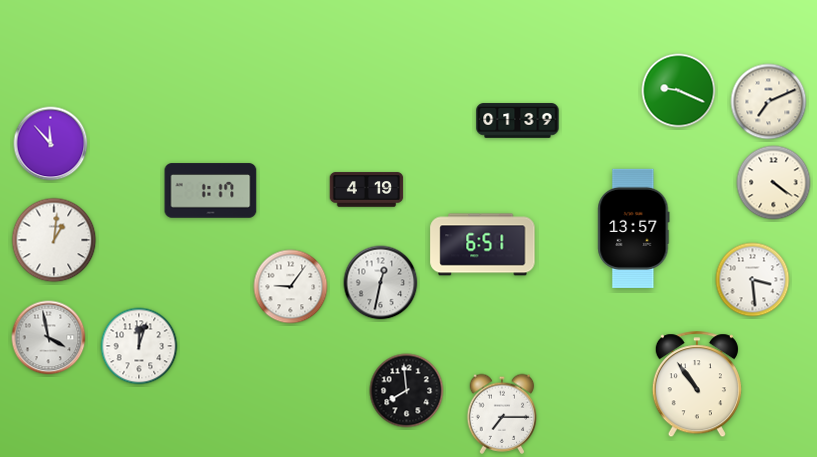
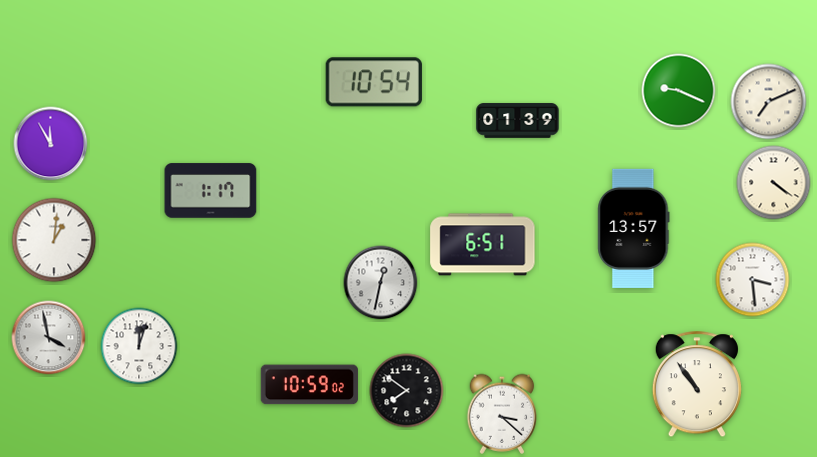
clock at (374, 82): none -> 10:54
clock at (51, 144): 11:53 -> 11:55
clock at (367, 190): 4:19 -> none
clock at (291, 287): 9:06 -> none
clock at (309, 385): none -> 10:59
clock at (407, 391): 7:59 -> 7:51
clock at (502, 414): 7:15 -> 3:22
